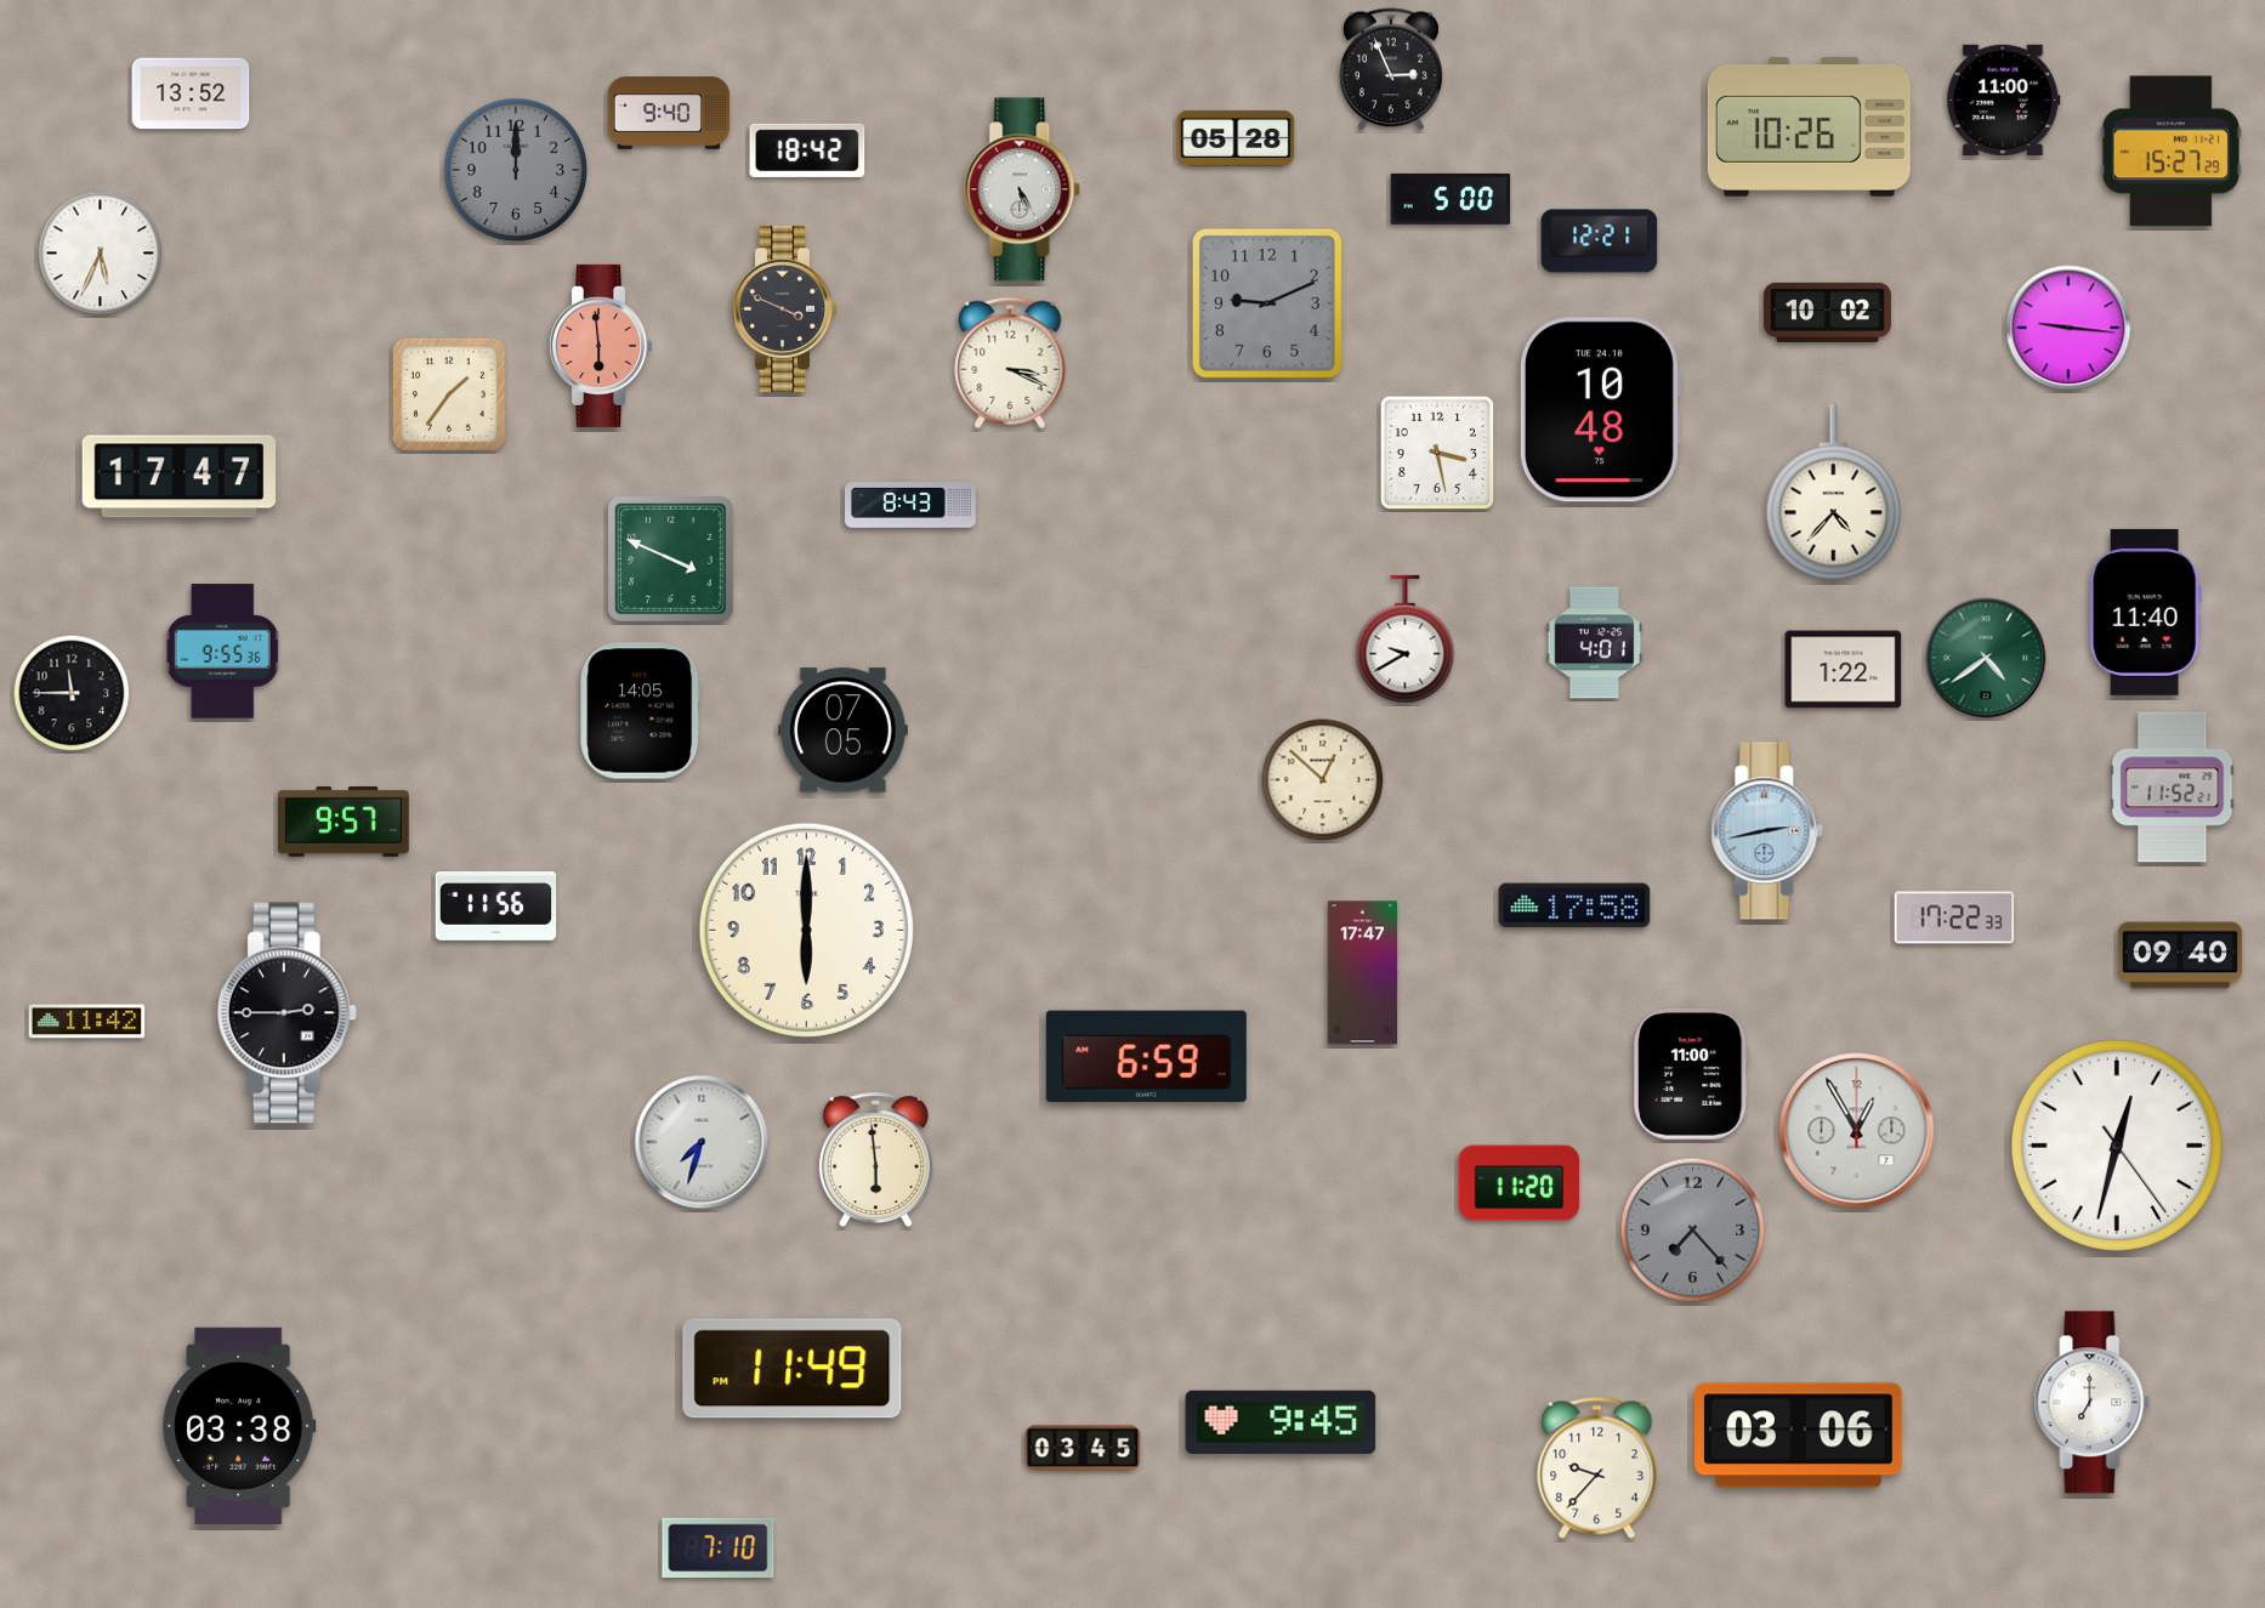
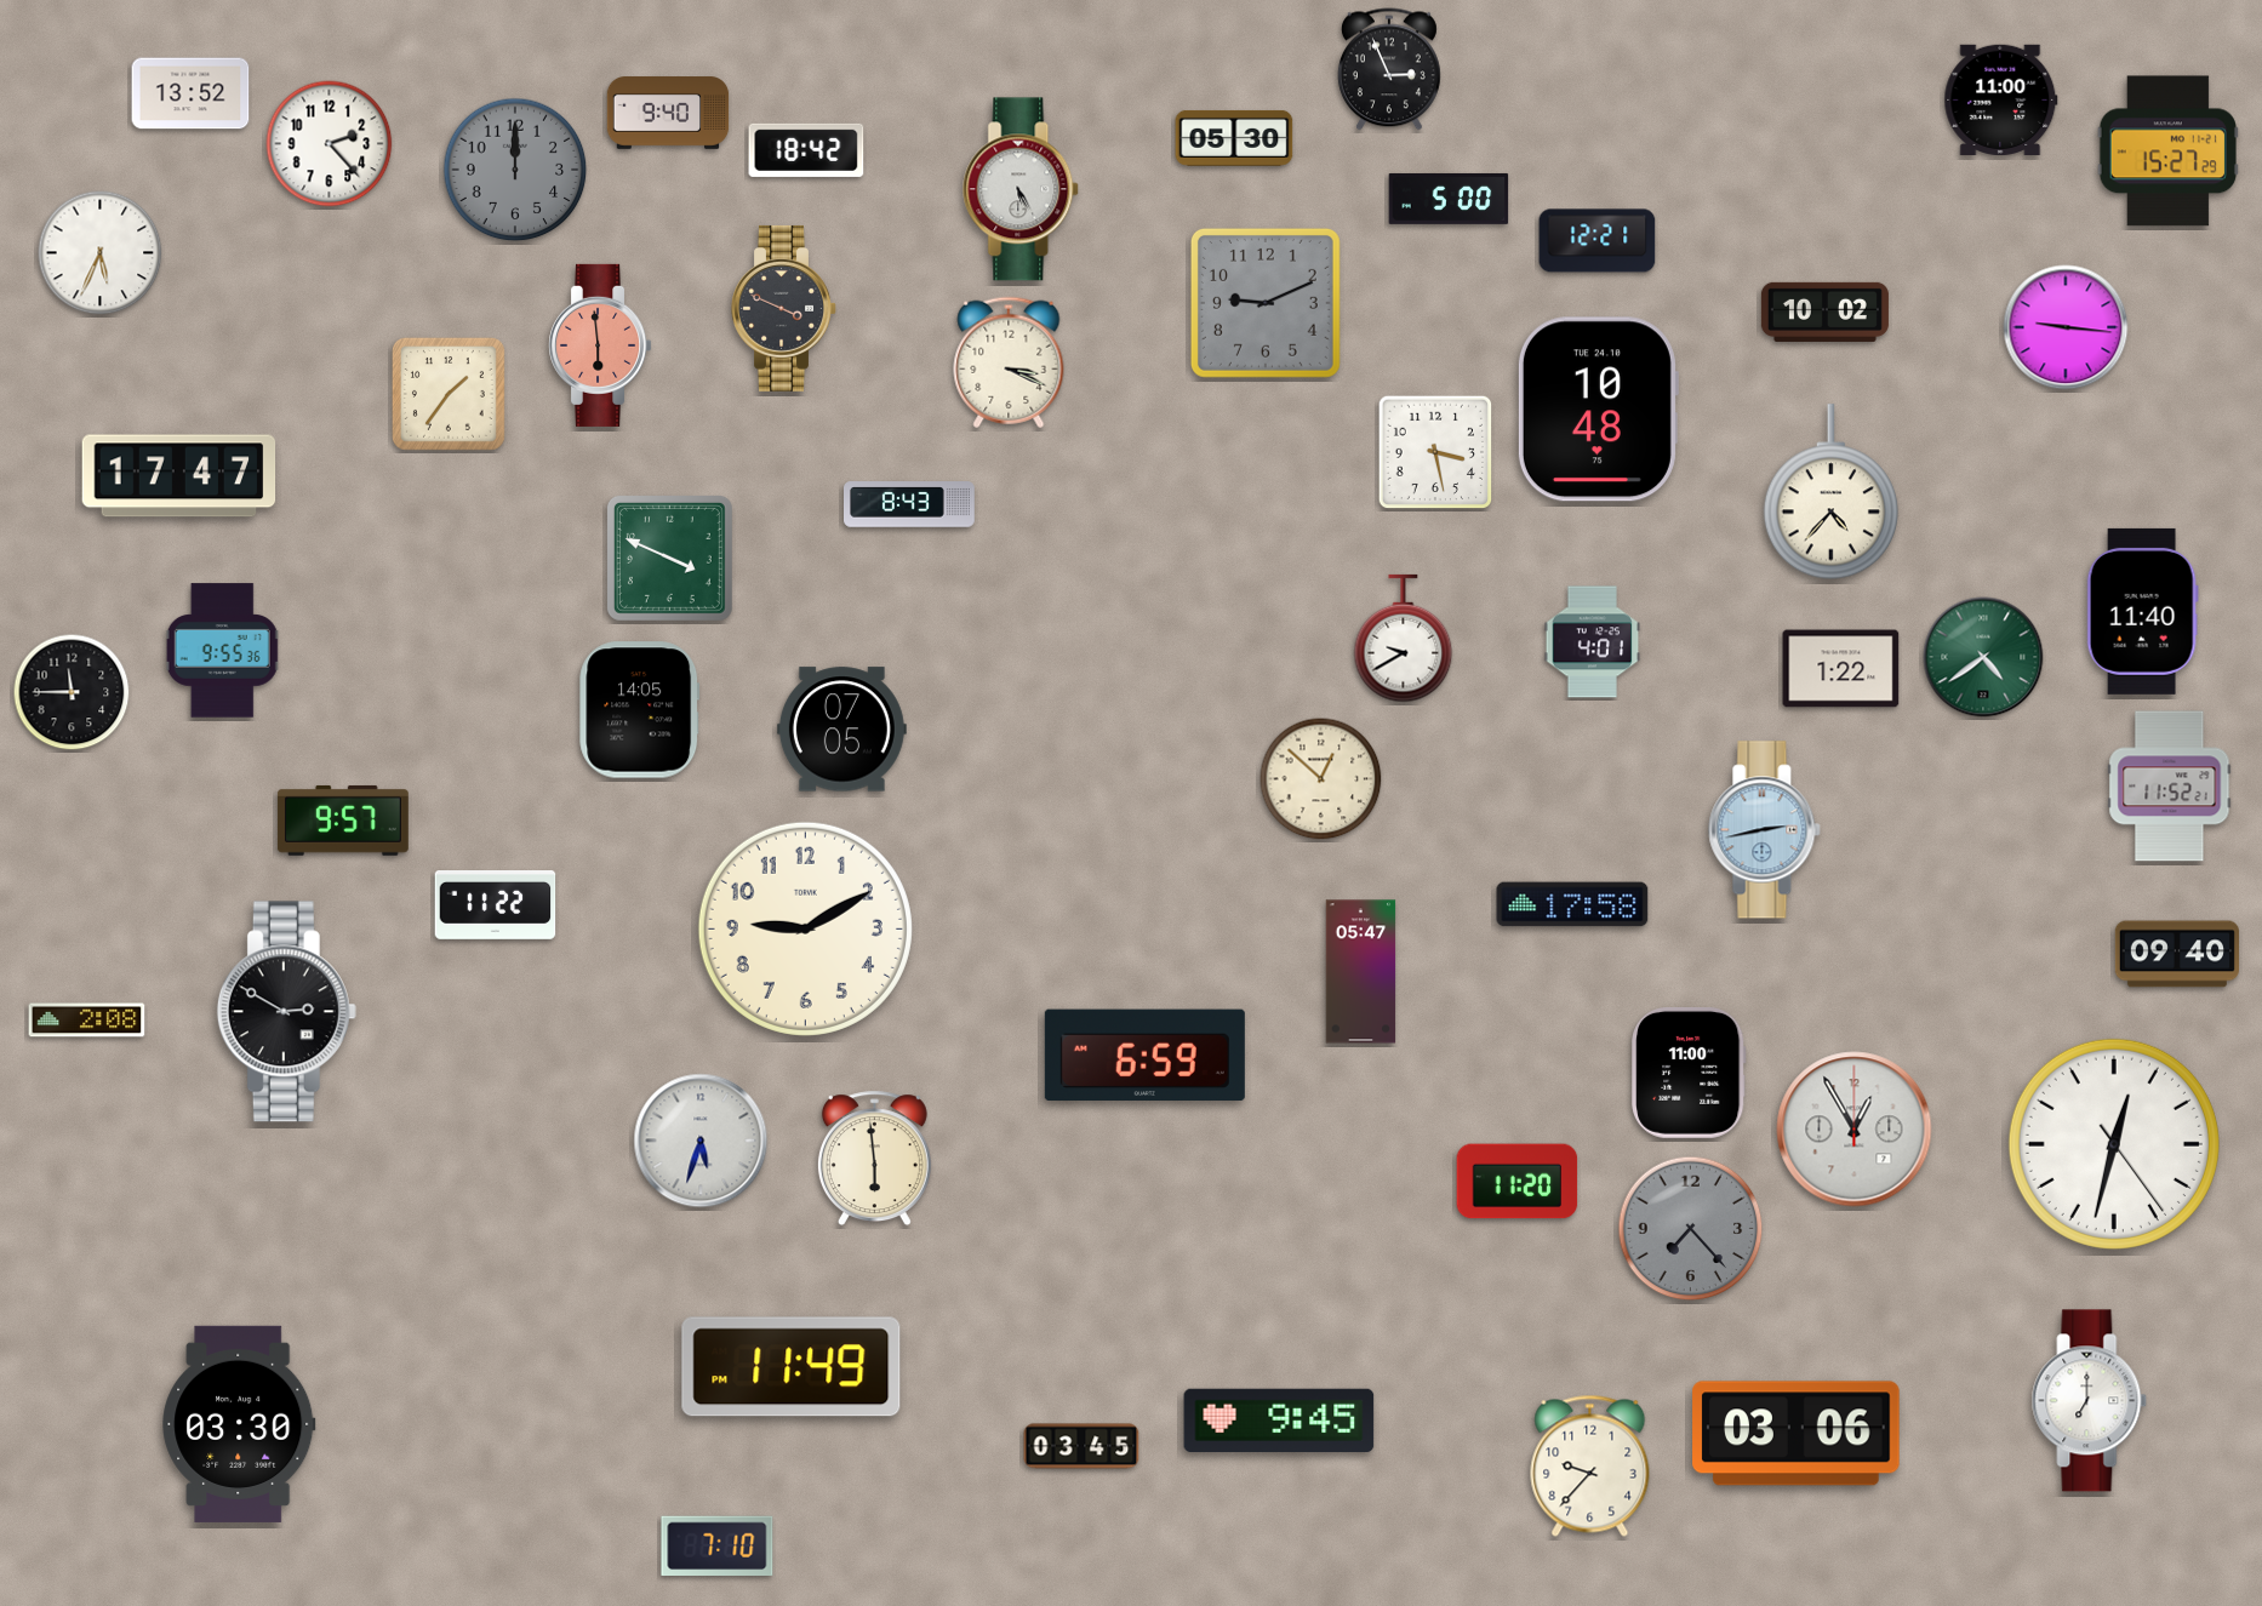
clock at (1809, 126): 10:26 -> none
clock at (1236, 138): 05:28 -> 05:30
clock at (330, 144): none -> 2:23
clock at (496, 907): 11:56 -> 11:22
clock at (1954, 917): 17:22 -> none
clock at (806, 930): 6:00 -> 9:10
clock at (1363, 973): 17:47 -> 05:47
clock at (286, 1013): 2:45 -> 2:50
clock at (87, 1022): 11:42 -> 2:08
clock at (702, 1142): 7:33 -> 5:33
clock at (239, 1426): 03:38 -> 03:30
clock at (1597, 1467) position: (1597, 1467) -> (1590, 1465)
